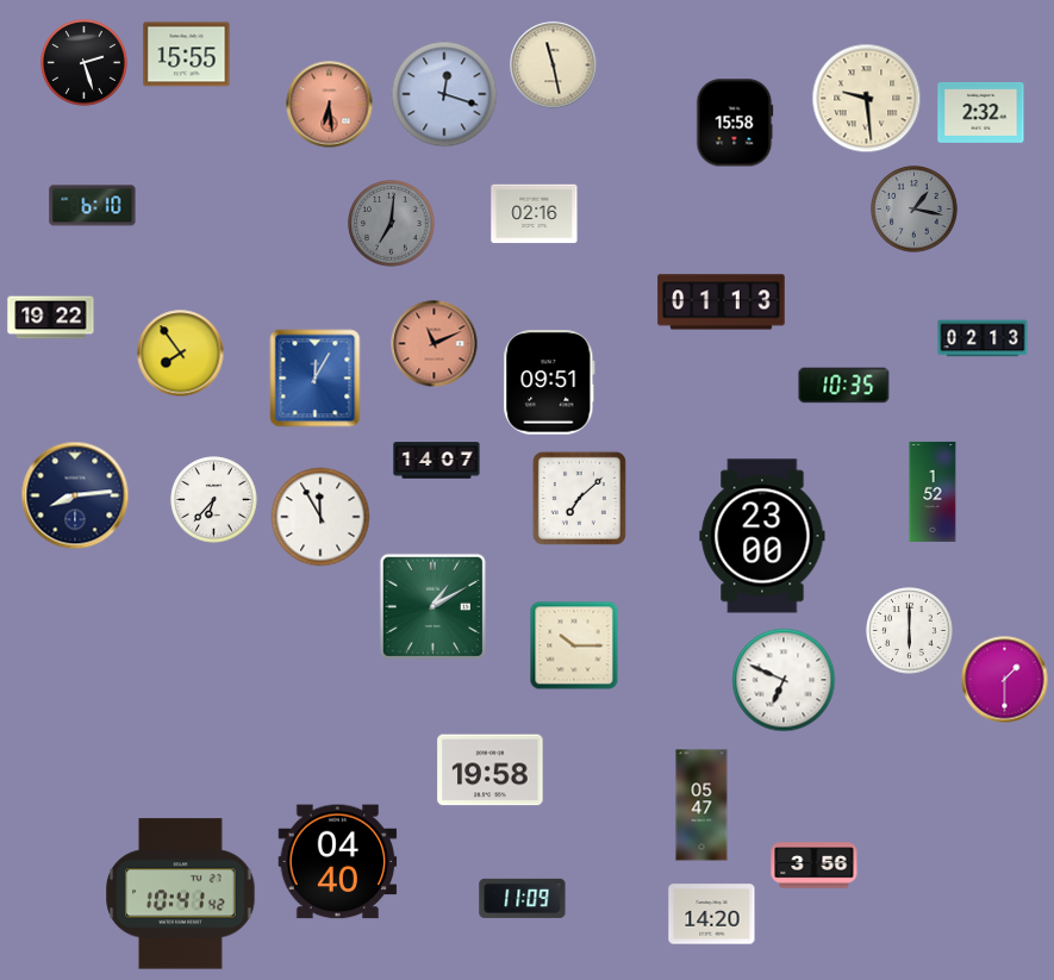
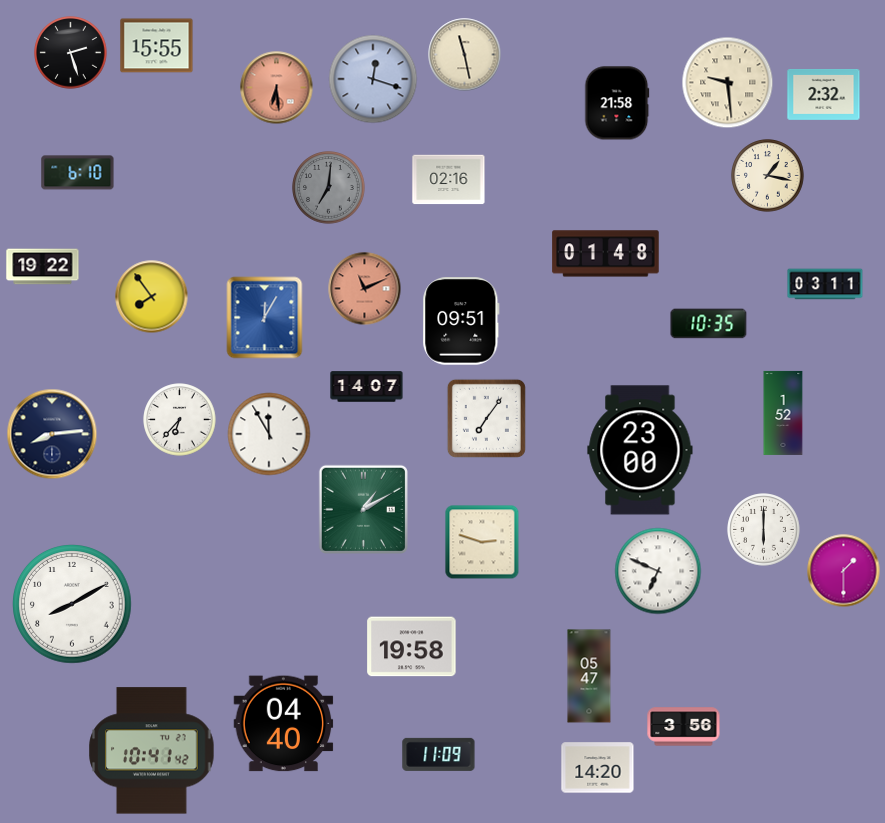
clock at (735, 123): 15:58 -> 21:58
clock at (915, 210) dial: grey -> cream
clock at (722, 302): 01:13 -> 01:48
clock at (983, 338): 02:13 -> 03:11
clock at (75, 495) position: (75, 495) -> (52, 434)
clock at (579, 498): 7:08 -> 7:06
clock at (574, 645): 10:15 -> 2:48
clock at (72, 604): none -> 8:10
